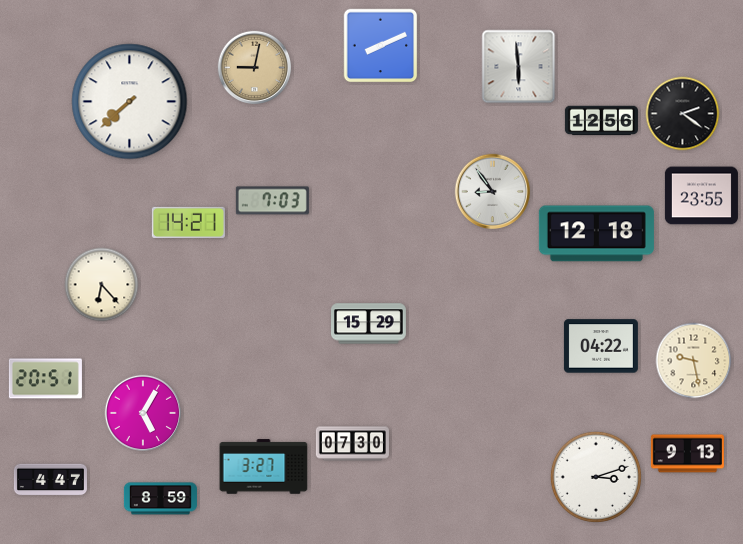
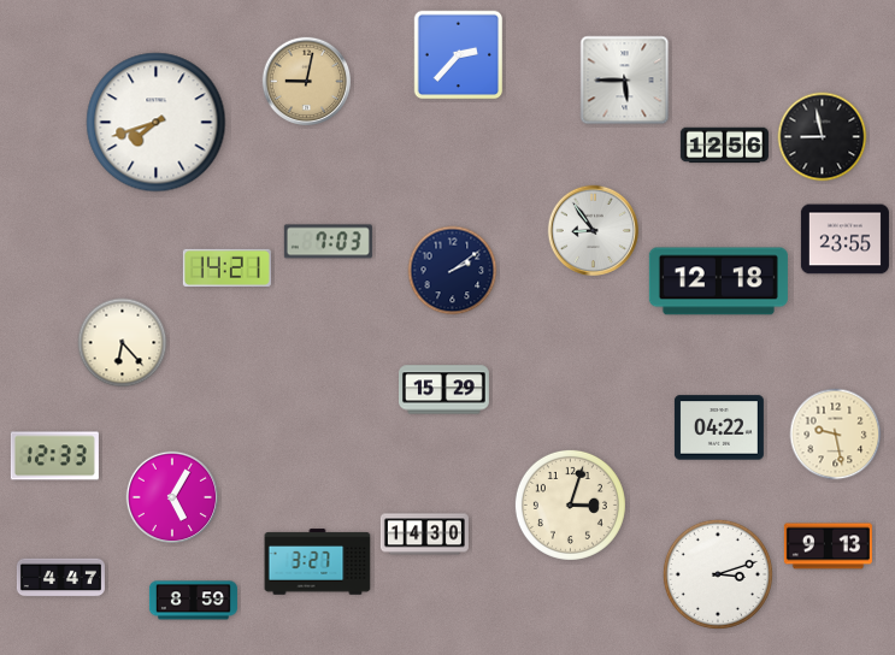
clock at (381, 46): 8:11 -> 2:37
clock at (519, 67): 5:59 -> 5:45
clock at (130, 102): 7:38 -> 7:42
clock at (683, 114): 2:21 -> 8:58
clock at (701, 196) position: (701, 196) -> (844, 240)
clock at (453, 271): none -> 2:09
clock at (601, 346) position: (601, 346) -> (719, 427)
clock at (45, 379): 20:51 -> 12:33
clock at (570, 504): none -> 3:03
clock at (352, 444): 07:30 -> 14:30
